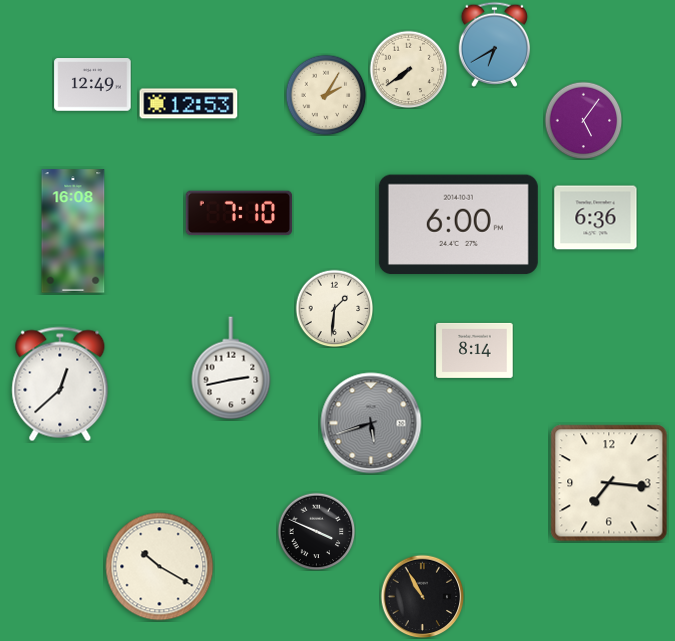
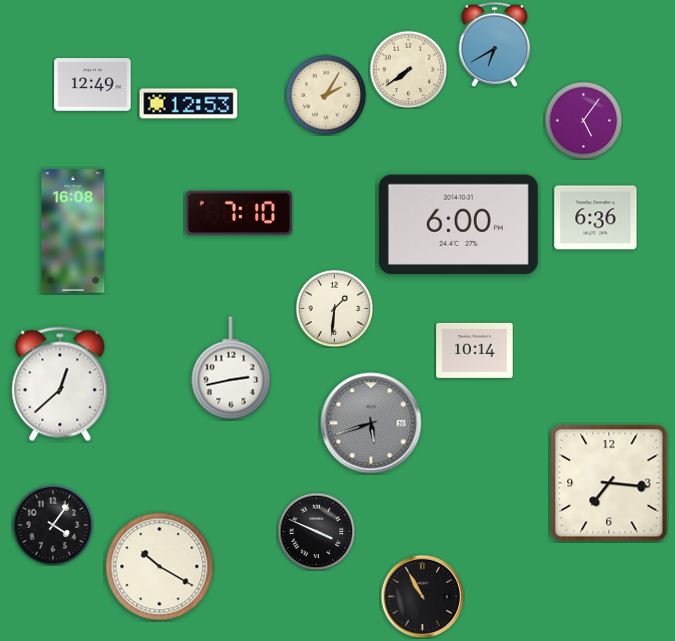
clock at (475, 350): 8:14 -> 10:14
clock at (53, 525): none -> 4:06
